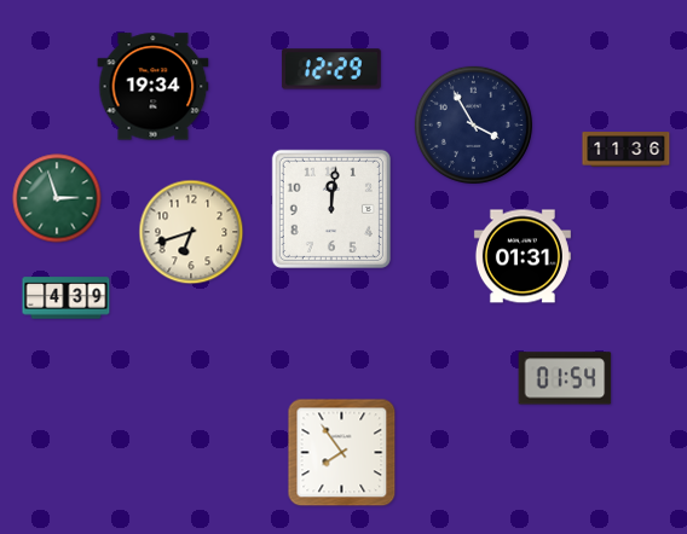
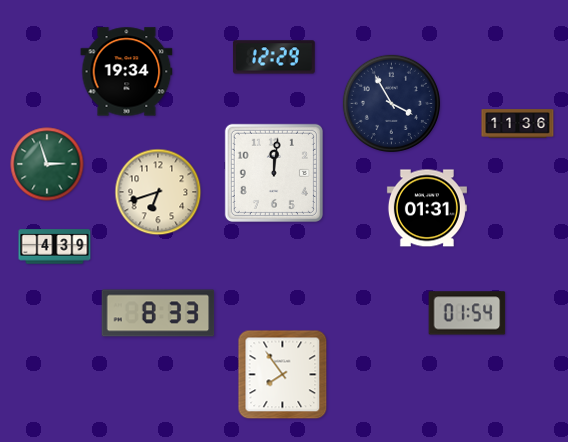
clock at (523, 256) position: (523, 256) -> (427, 208)
clock at (158, 313): none -> 8:33
